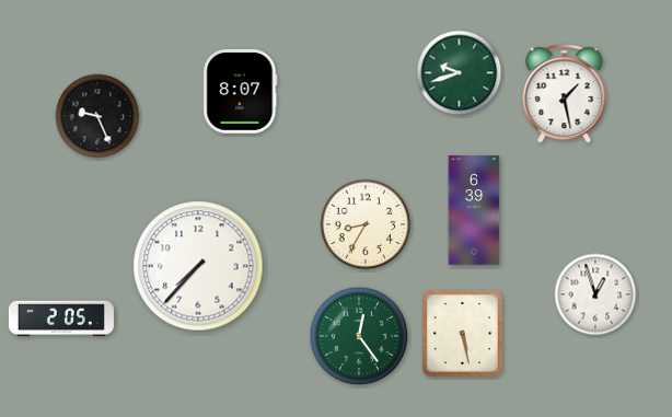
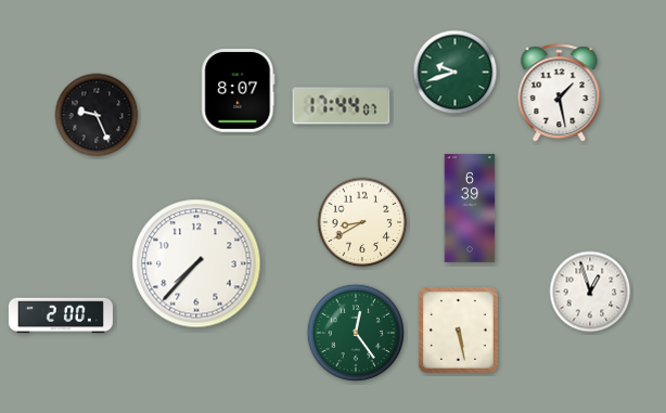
clock at (342, 106): none -> 17:44
clock at (366, 224): 8:35 -> 8:40
clock at (61, 318): 2:05 -> 2:00
